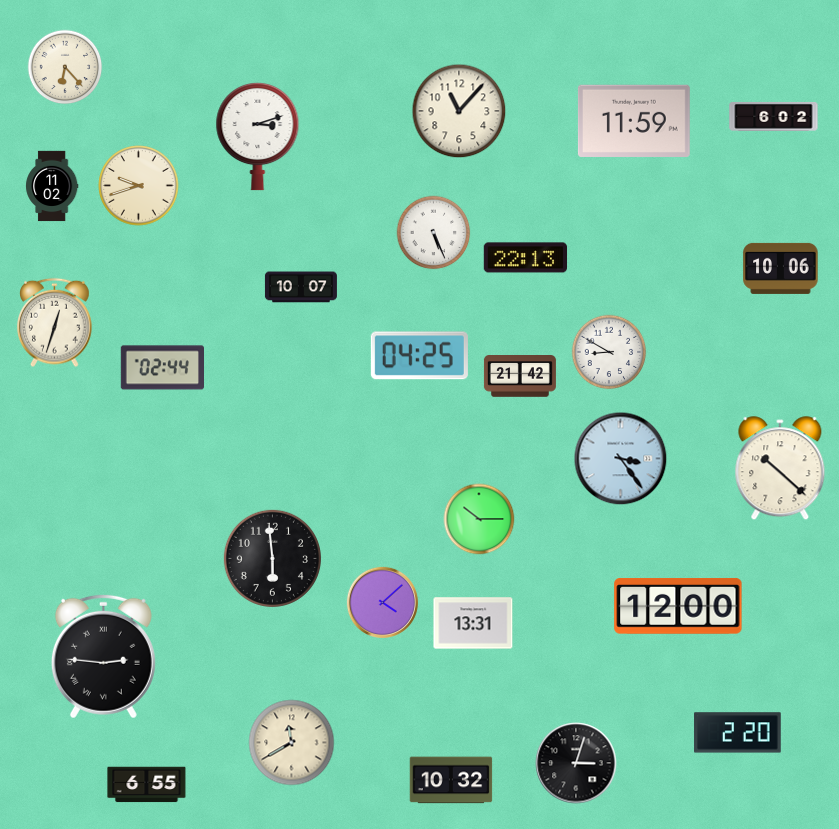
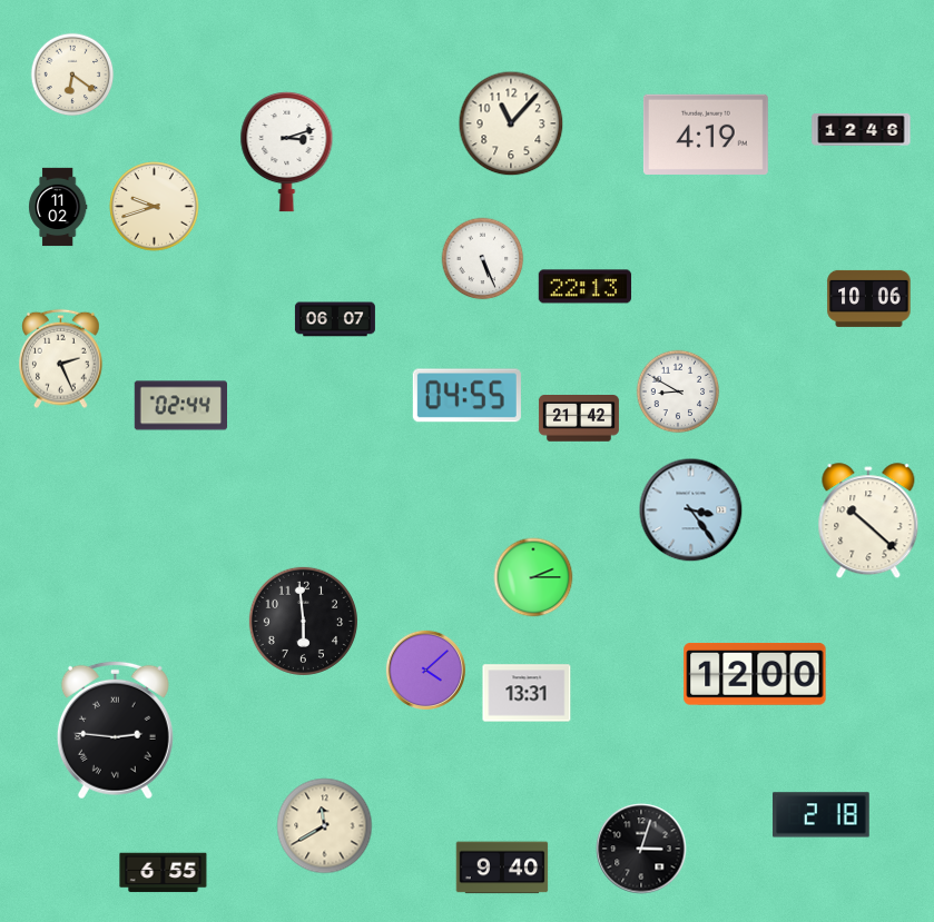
clock at (65, 67): 6:23 -> 6:21
clock at (774, 117): 6:02 -> 12:46
clock at (634, 121): 11:59 -> 4:19
clock at (301, 287): 10:07 -> 06:07
clock at (55, 323): 12:33 -> 2:26
clock at (419, 356): 04:25 -> 04:55
clock at (162, 368) position: (162, 368) -> (180, 406)
clock at (479, 519): 10:15 -> 2:15
clock at (738, 733): 2:20 -> 2:18
clock at (451, 780): 10:32 -> 9:40
